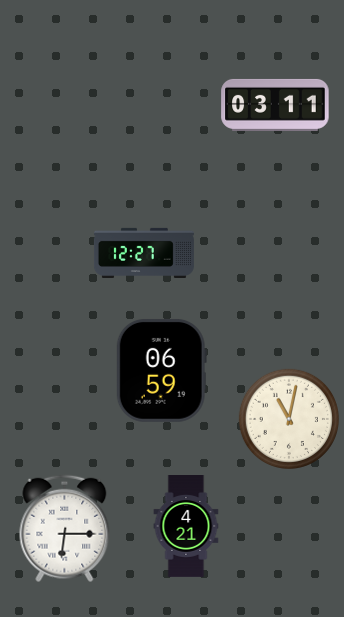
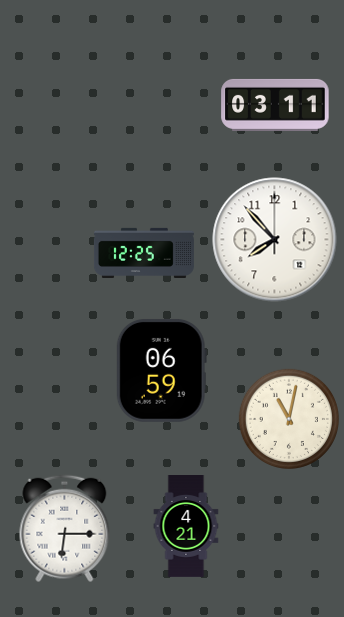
clock at (275, 240): none -> 7:53
clock at (144, 252): 12:27 -> 12:25
